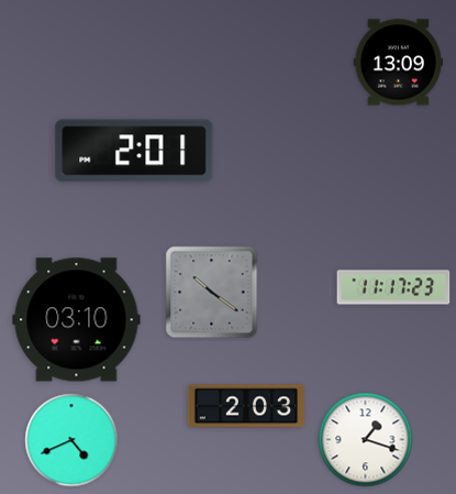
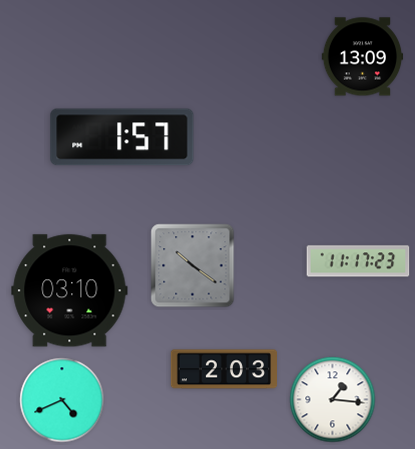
clock at (134, 151): 2:01 -> 1:57
clock at (71, 440) position: (71, 440) -> (62, 400)
clock at (366, 440): 1:18 -> 1:16
